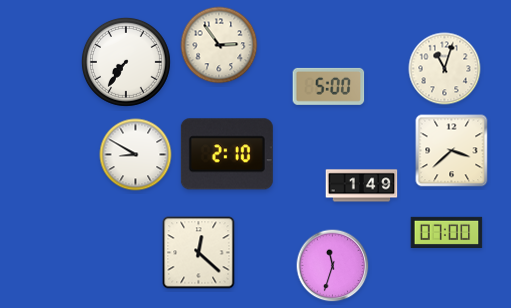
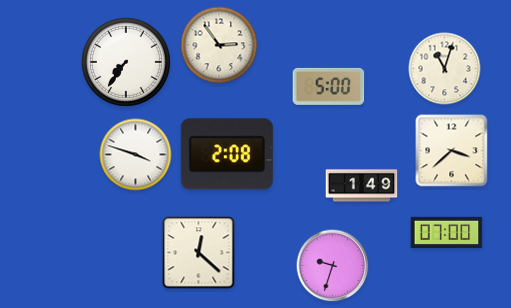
clock at (227, 154): 2:10 -> 2:08
clock at (136, 155): 8:50 -> 3:48
clock at (333, 266): 11:33 -> 9:33
